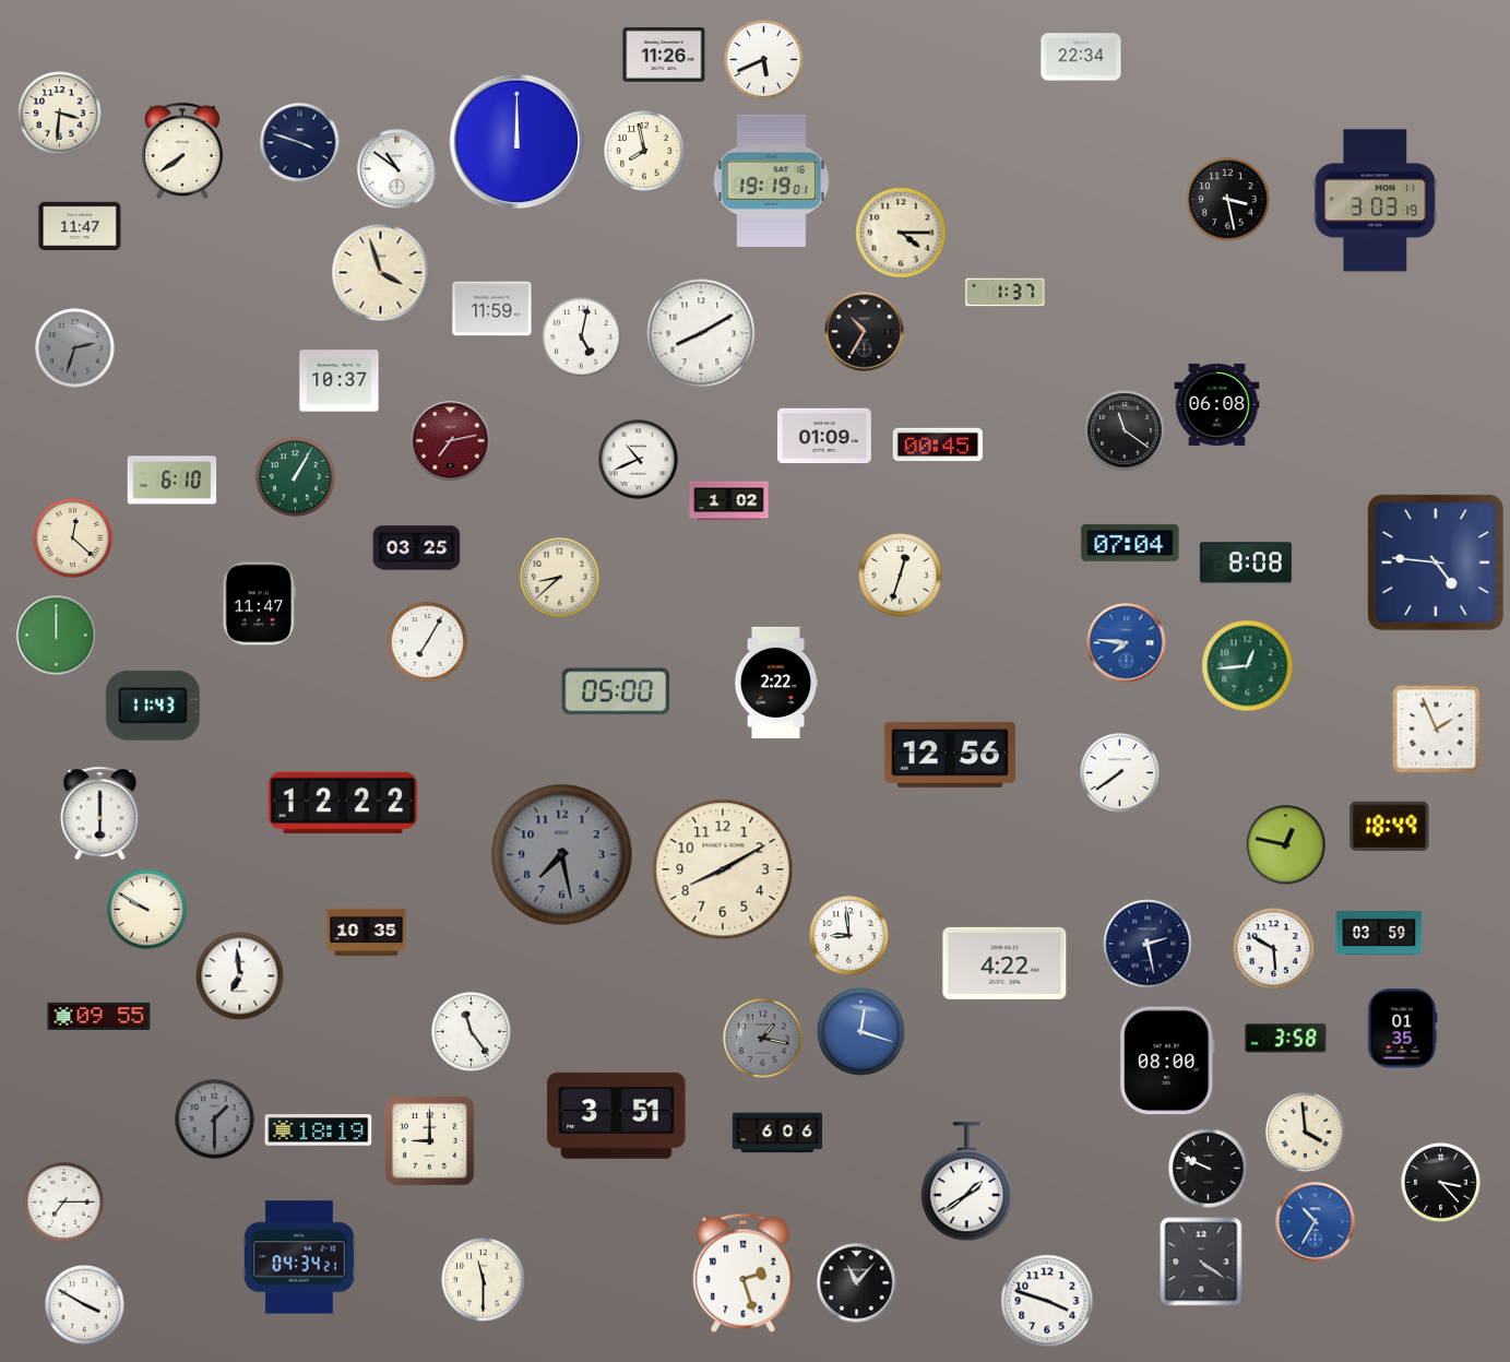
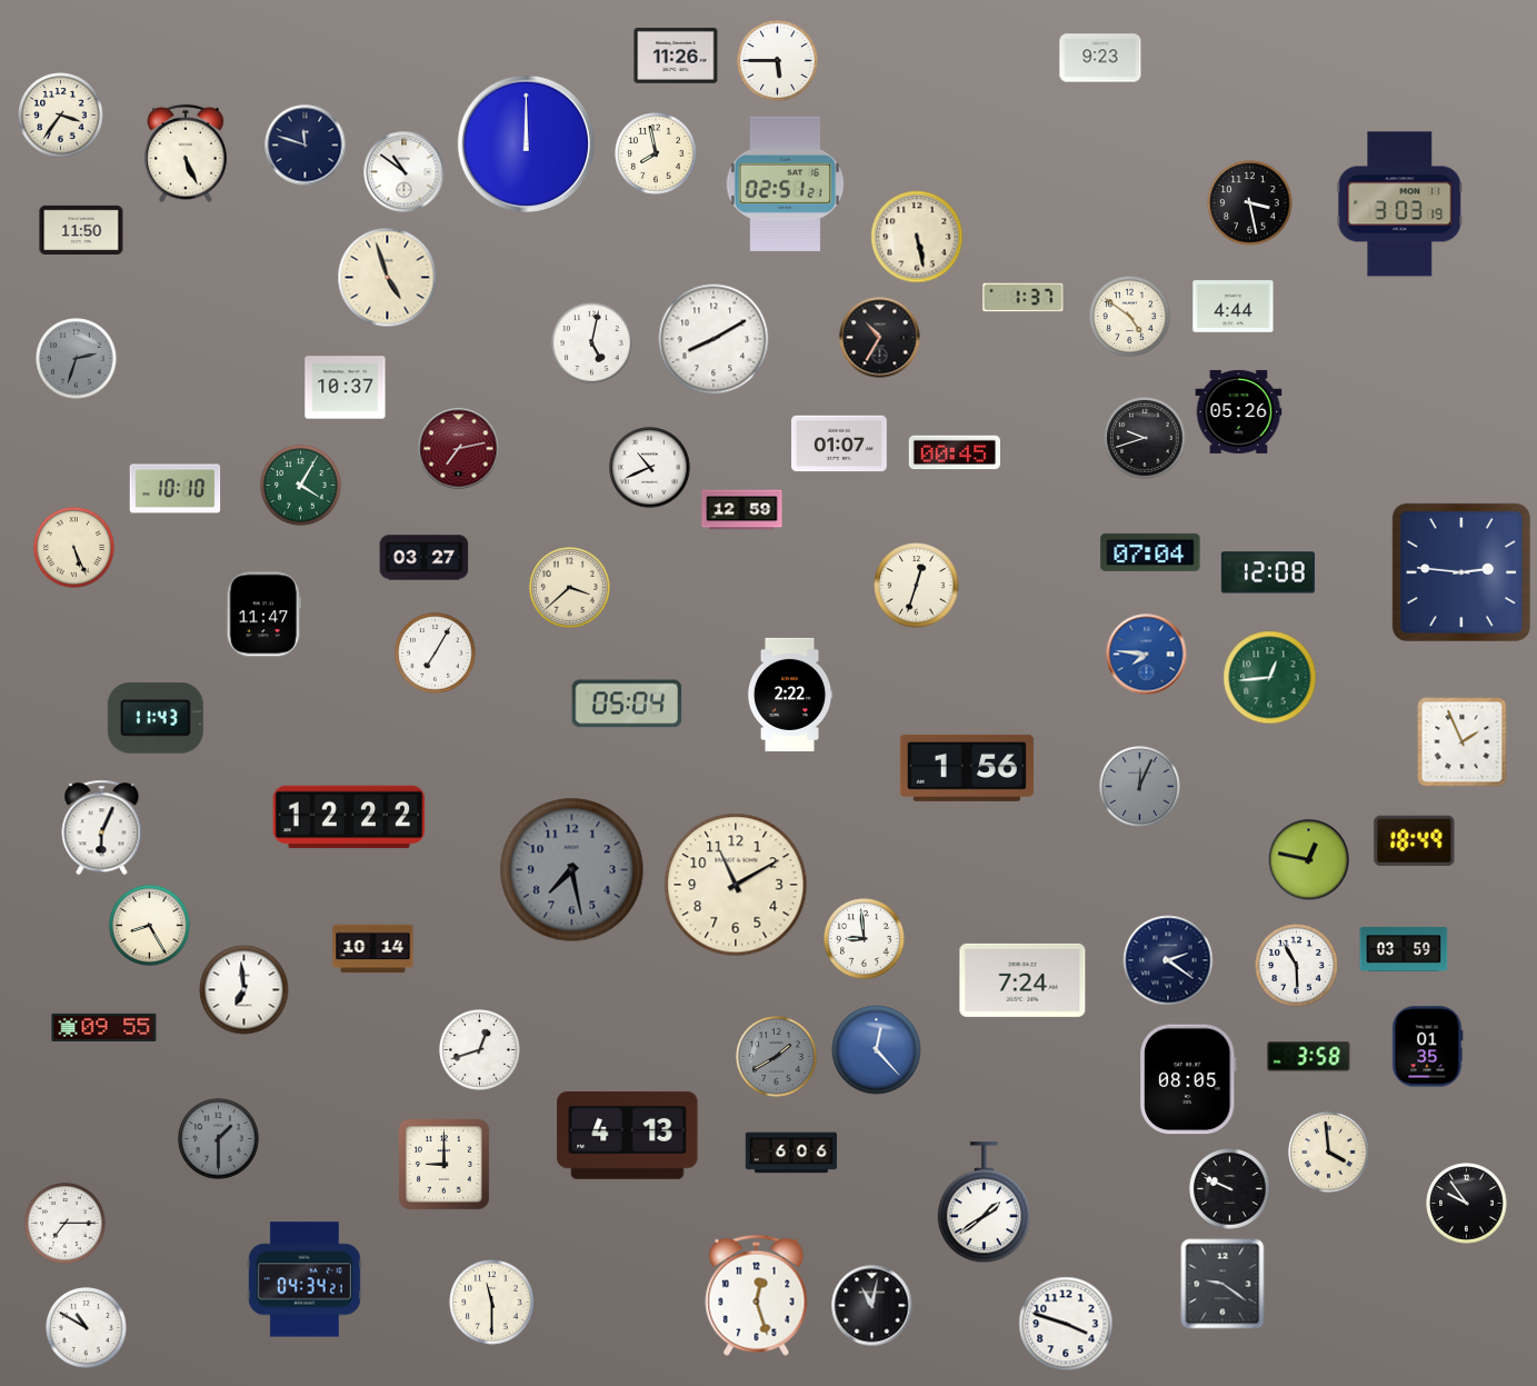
clock at (1081, 57): 22:34 -> 9:23
clock at (764, 60): 5:41 -> 5:45
clock at (60, 114): 3:31 -> 3:36
clock at (300, 143): 3:48 -> 11:48
clock at (182, 151): 7:39 -> 5:26
clock at (772, 180): 19:19 -> 02:51
clock at (80, 225): 11:47 -> 11:50
clock at (901, 233): 4:15 -> 5:28
clock at (381, 273): 3:57 -> 4:57
clock at (1234, 307): none -> 4:44
clock at (492, 309): 11:59 -> none
clock at (1130, 317): none -> 4:51
clock at (75, 348) position: (75, 348) -> (77, 359)
clock at (1217, 404): 06:08 -> 05:26
clock at (1125, 430): 11:21 -> 9:42
clock at (825, 436): 01:09 -> 01:07
clock at (296, 477): 1:05 -> 4:05
clock at (173, 481): 6:10 -> 10:10
clock at (729, 501): 1:02 -> 12:59
clock at (73, 538): 12:22 -> 5:26
clock at (417, 548): 03:25 -> 03:27
clock at (1246, 562): 8:08 -> 12:08
clock at (1436, 562): 4:46 -> 2:46
clock at (560, 578): 8:38 -> 3:38
clock at (57, 636): 12:00 -> none
clock at (616, 691): 05:00 -> 05:04
clock at (950, 755): 12:56 -> 1:56
clock at (1120, 773): 7:39 -> 12:04
clock at (1120, 773) dial: white -> grey
clock at (100, 814): 6:00 -> 6:04
clock at (723, 869): 8:10 -> 11:10
clock at (147, 910): 9:50 -> 8:25
clock at (367, 933): 10:35 -> 10:14
clock at (849, 936) position: (849, 936) -> (865, 939)
clock at (1148, 944): 2:28 -> 2:21
clock at (1274, 949): 5:50 -> 5:55
clock at (1004, 963): 4:22 -> 7:24
clock at (240, 976) position: (240, 976) -> (244, 990)
clock at (99, 1016) position: (99, 1016) -> (104, 1027)
clock at (472, 1032): 11:24 -> 12:42
clock at (861, 1032): 12:18 -> 12:23
clock at (763, 1039): 1:17 -> 1:40
clock at (1167, 1061): 08:00 -> 08:05
clock at (617, 1115): 3:51 -> 4:13
clock at (319, 1130): 18:19 -> none
clock at (430, 1141) position: (430, 1141) -> (445, 1165)
clock at (1441, 1183): 3:23 -> 9:54
clock at (1316, 1222): 10:35 -> none
clock at (1201, 1262): 4:21 -> 9:21
clock at (744, 1272): 2:27 -> 12:27
clock at (857, 1283): 11:07 -> 11:02
clock at (85, 1305): 3:50 -> 10:50
